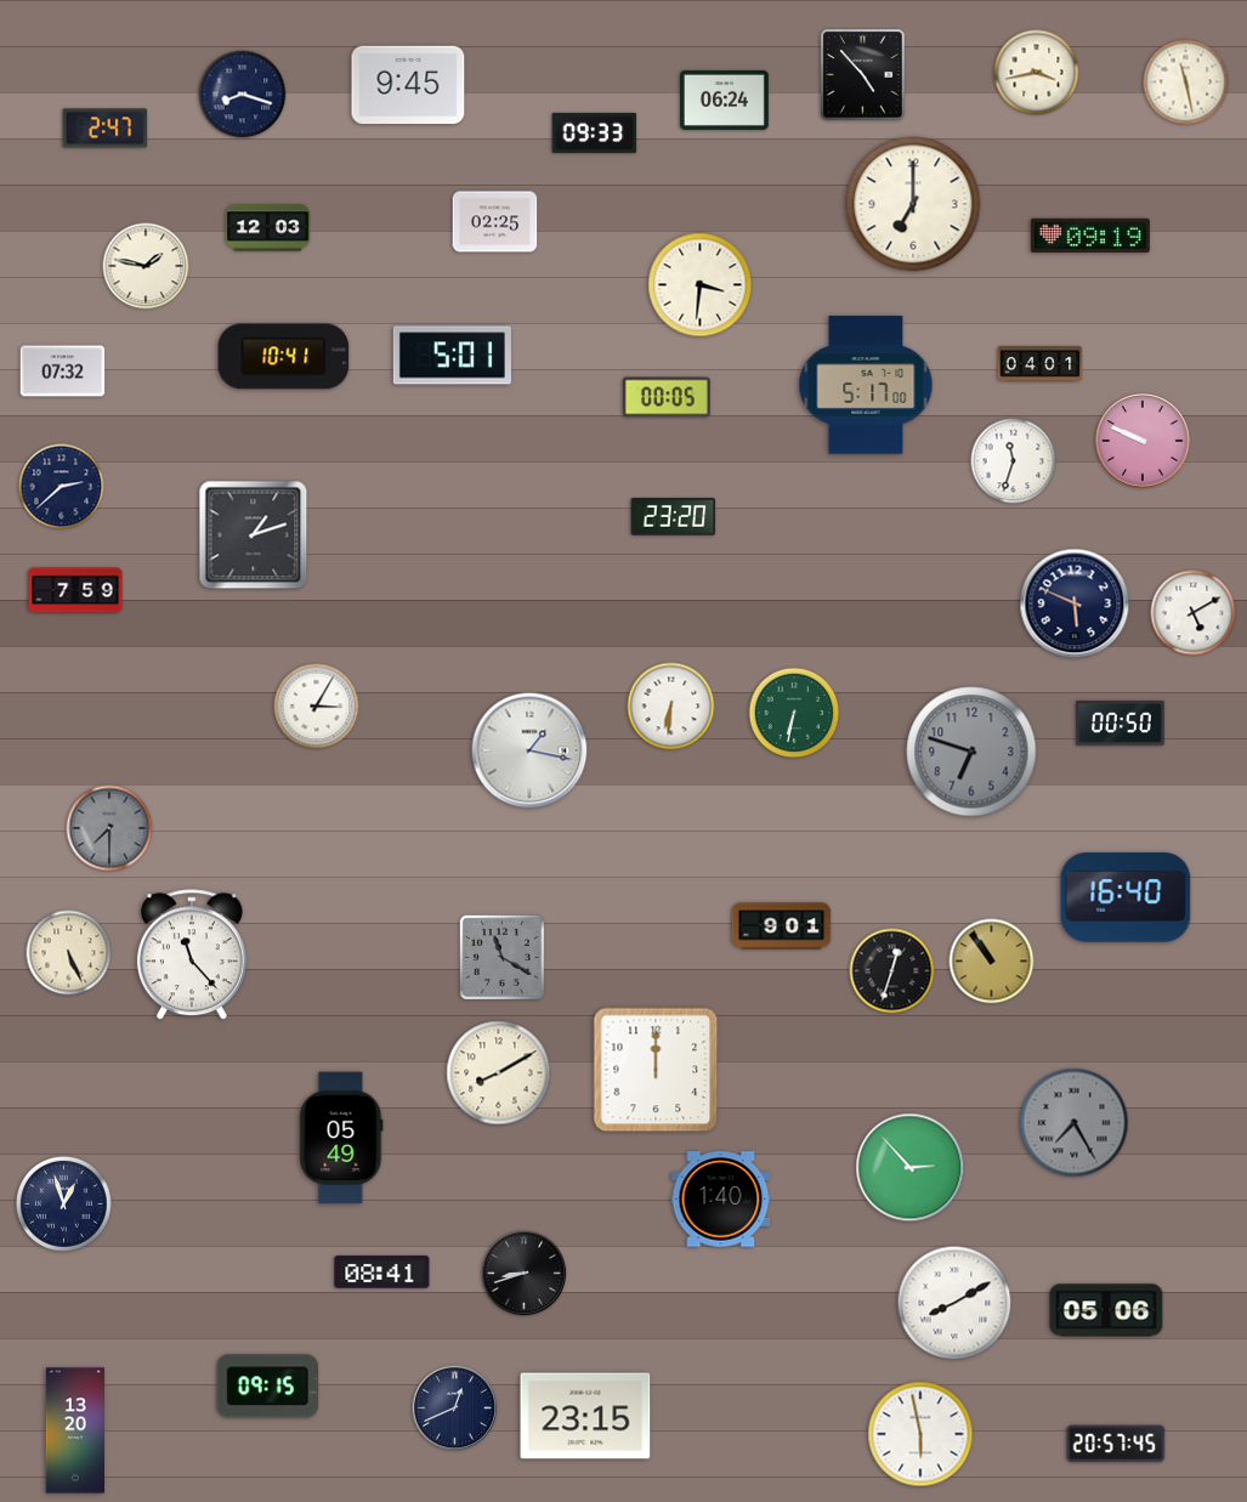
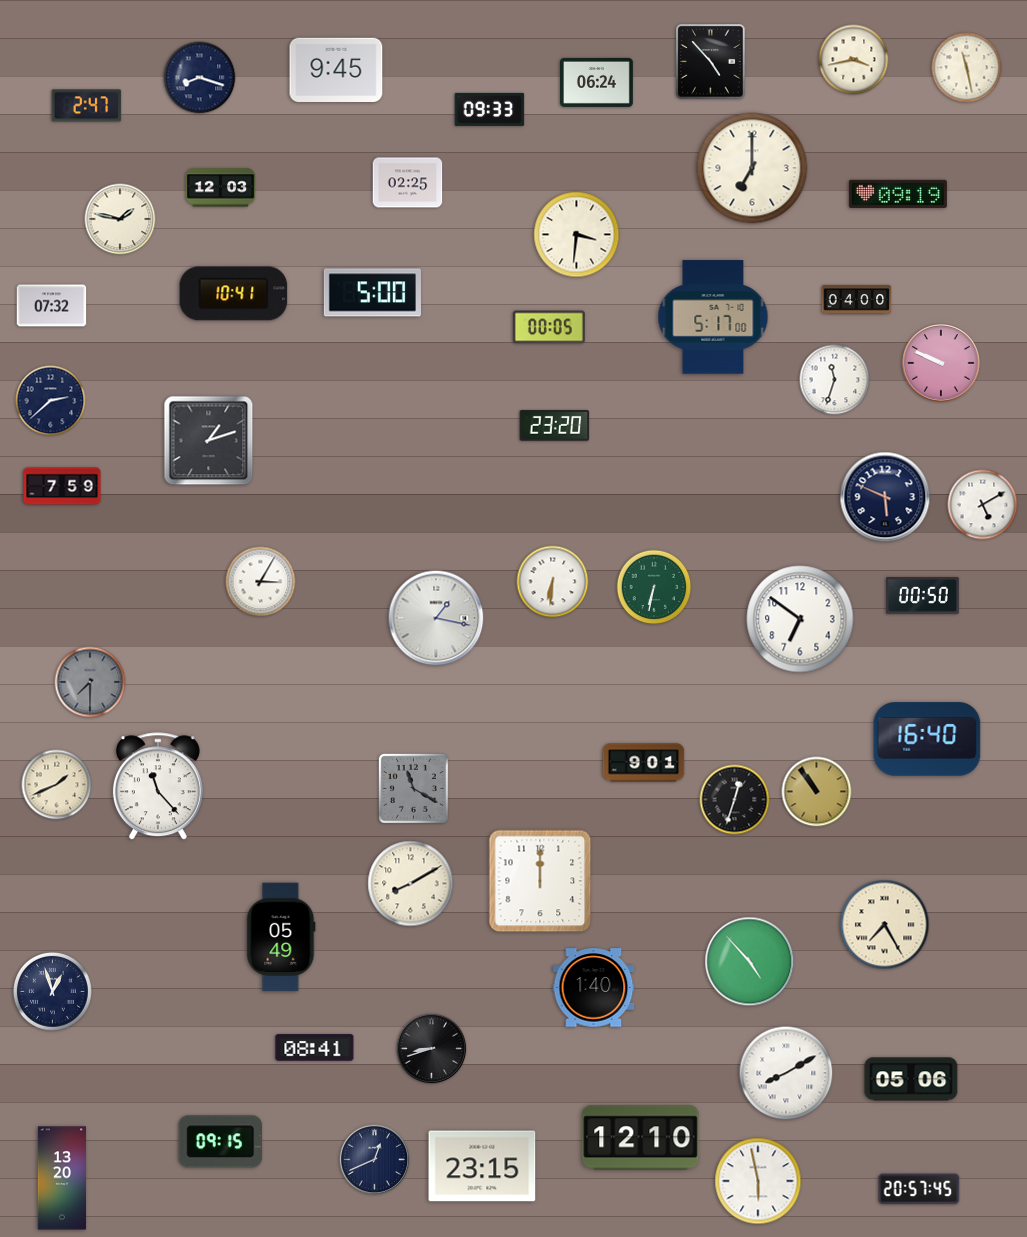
clock at (1186, 83) position: (1186, 83) -> (967, 68)
clock at (452, 356): 5:01 -> 5:00
clock at (1041, 364): 04:01 -> 04:00
clock at (971, 752): 6:48 -> 6:51
clock at (971, 752) dial: grey -> white
clock at (69, 953): 5:26 -> 1:41
clock at (1075, 1123) dial: grey -> cream
clock at (911, 1168): 2:53 -> 4:53
clock at (641, 1138): none -> 12:10
